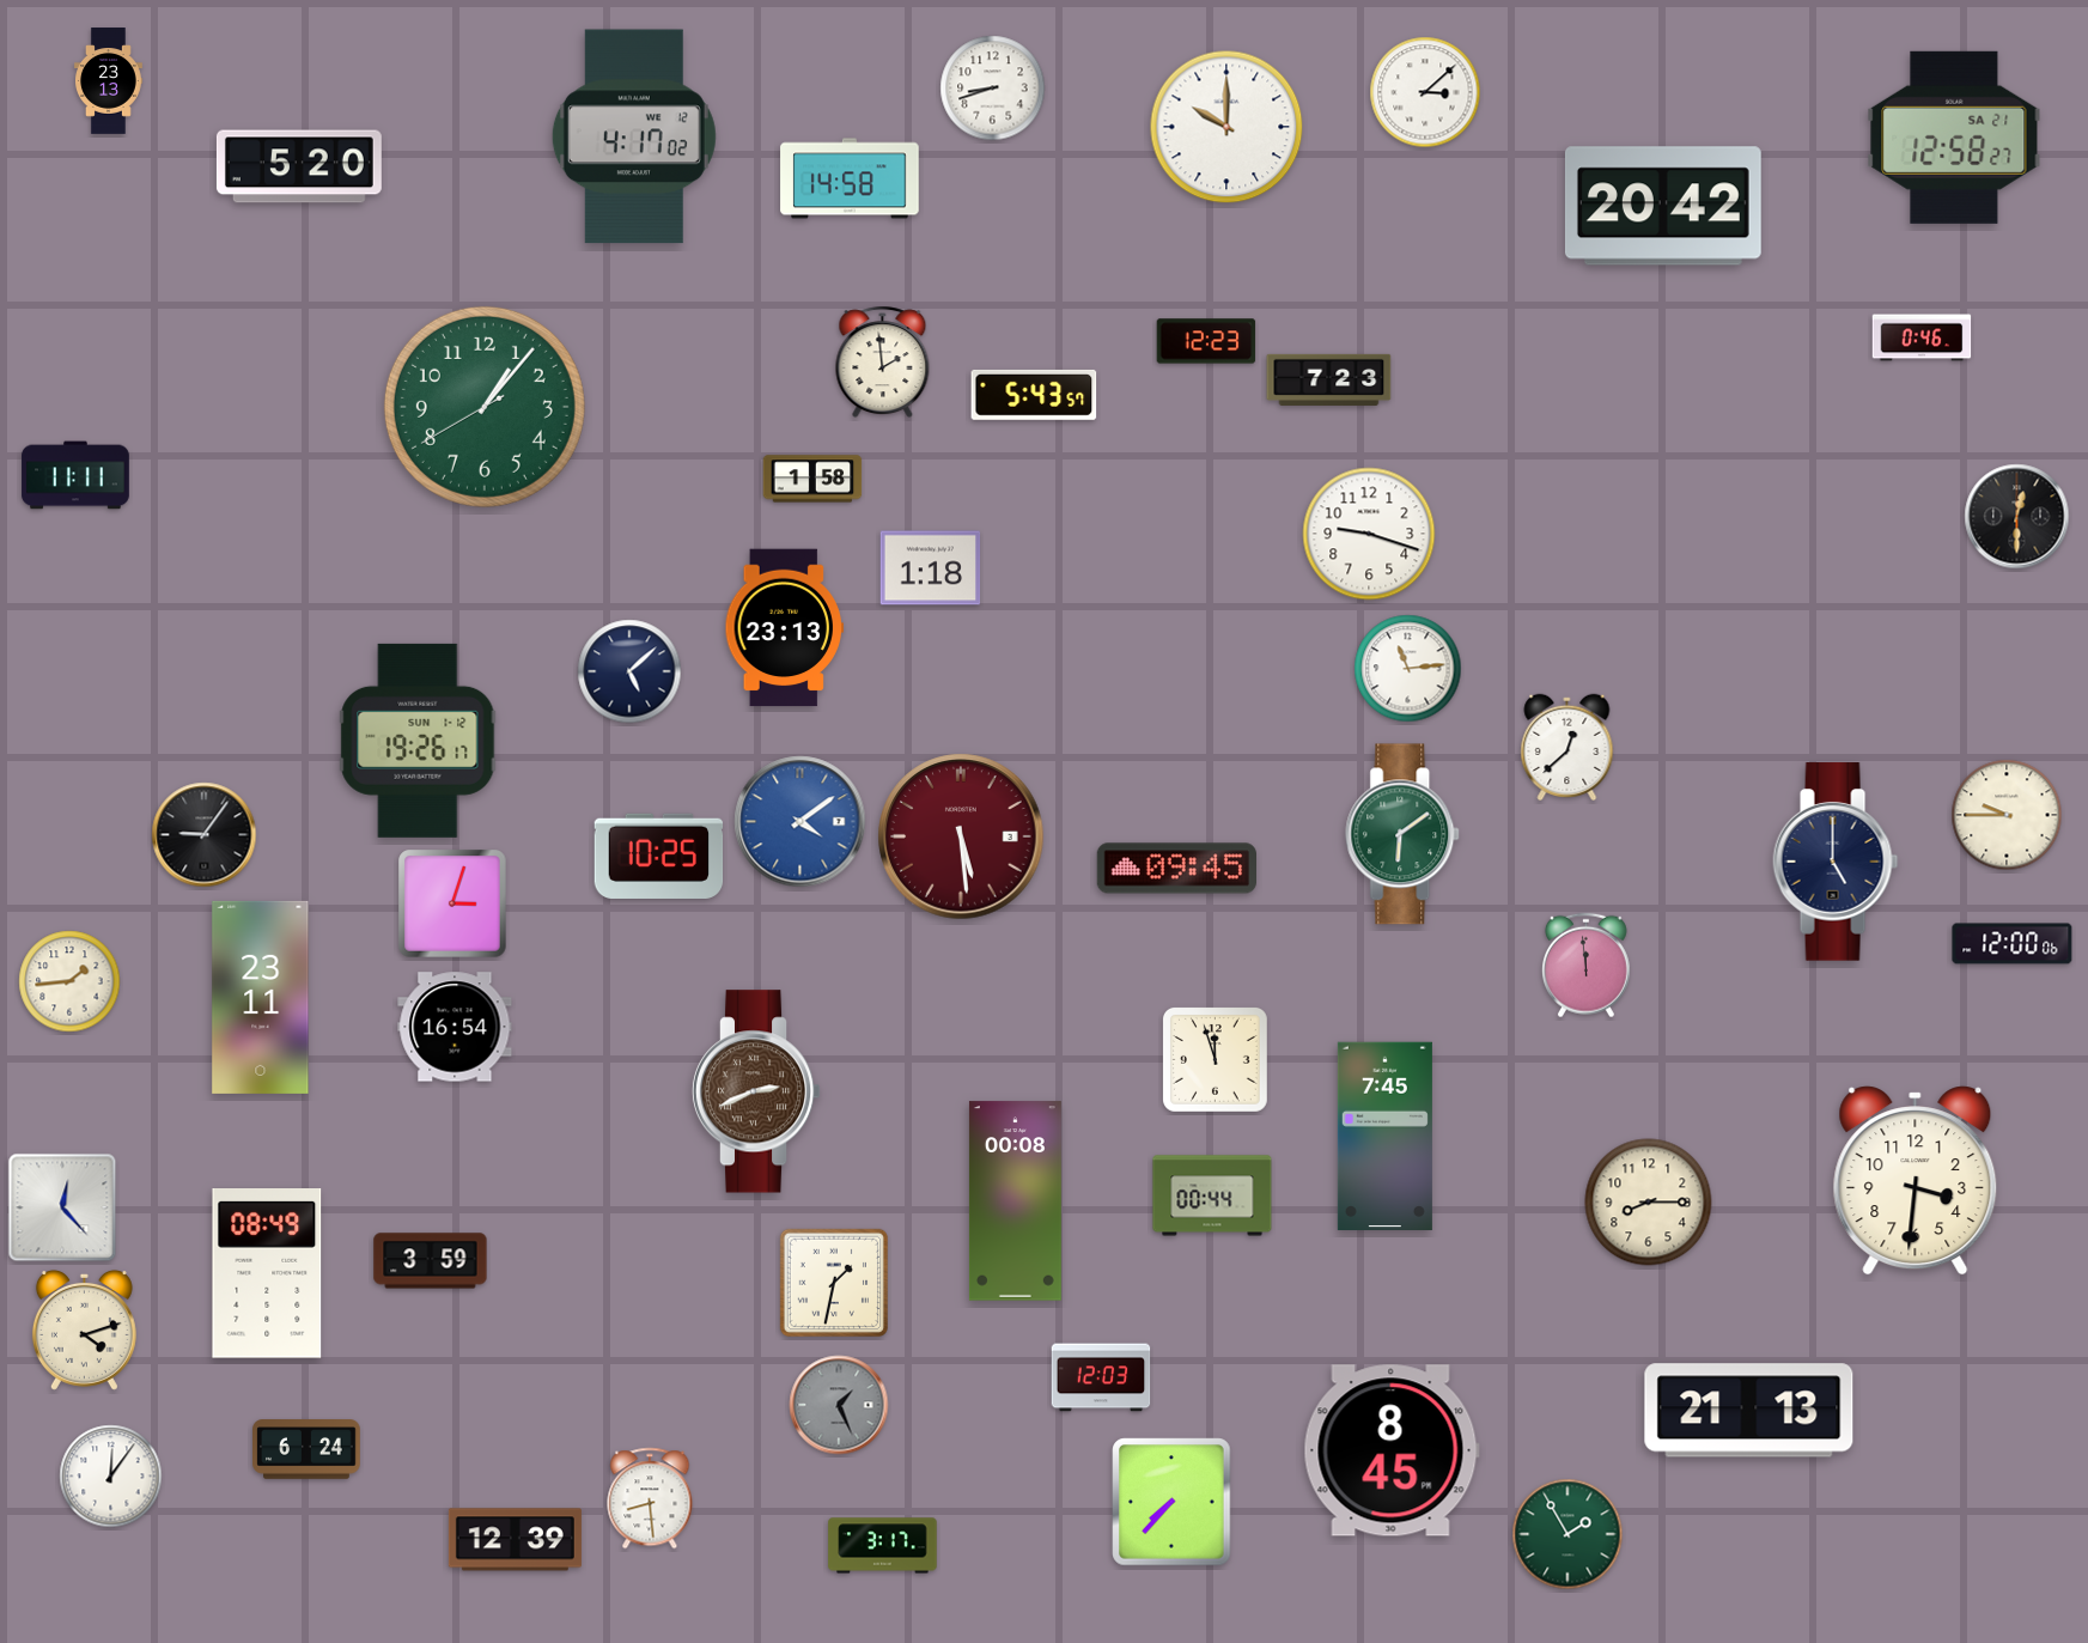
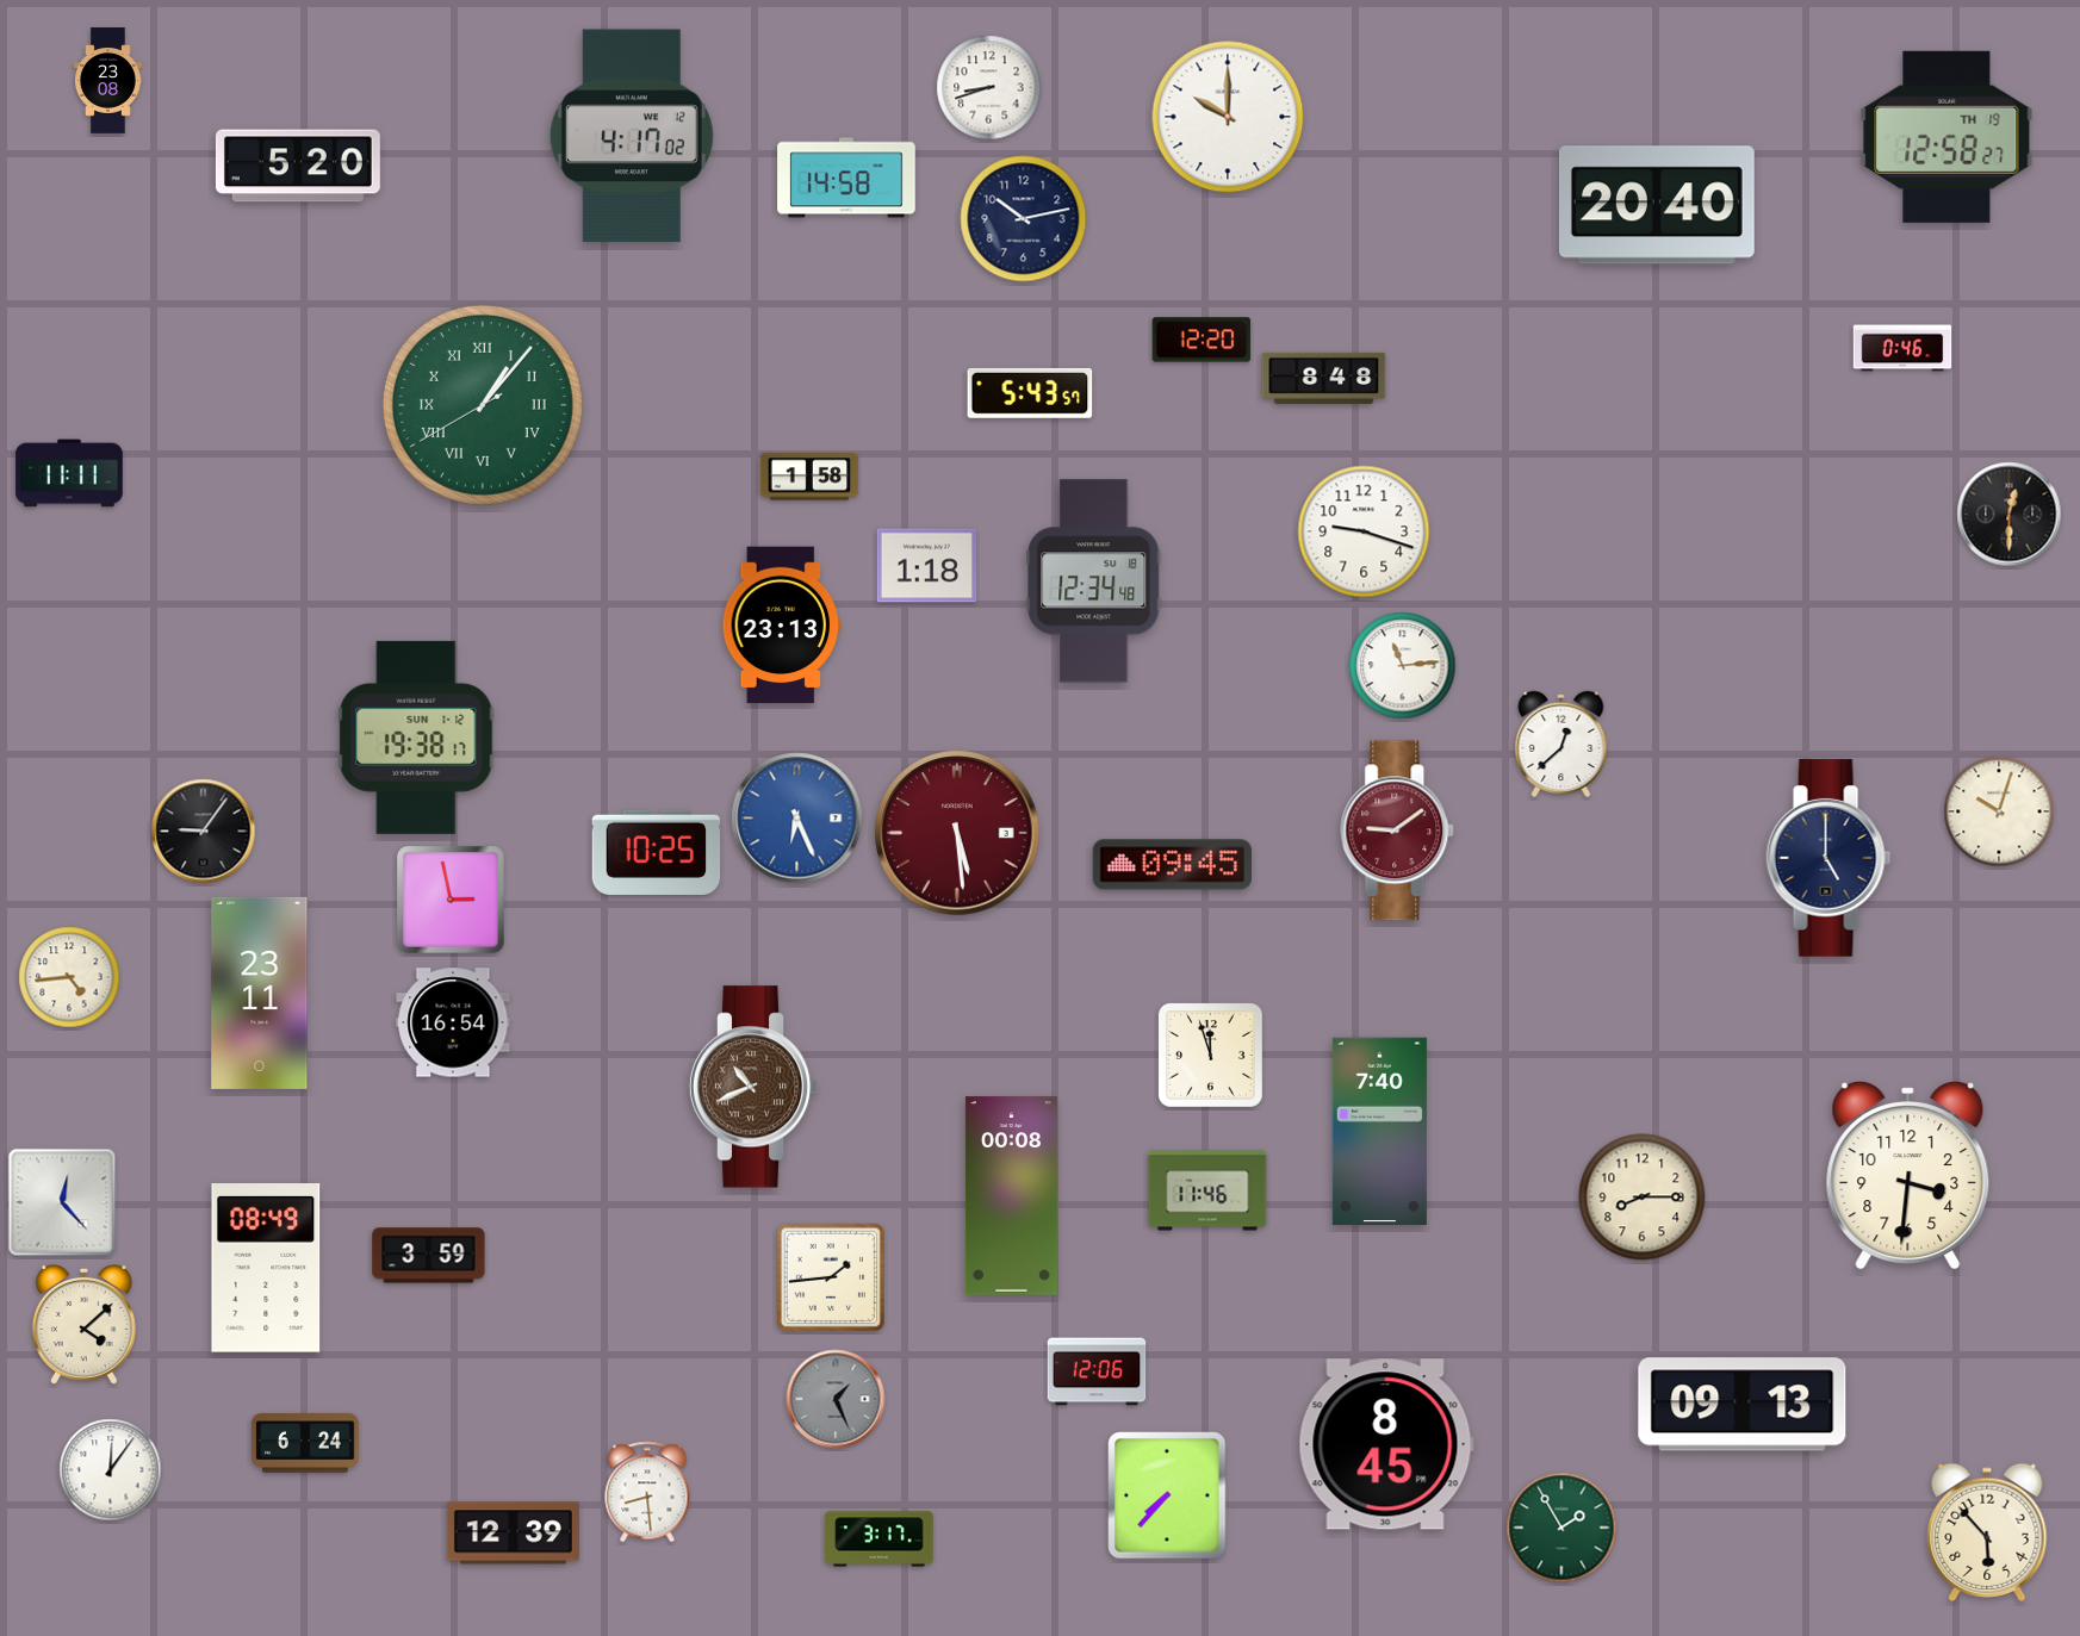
clock at (109, 81): 23:13 -> 23:08
clock at (1425, 92): 3:08 -> none
clock at (1226, 127) position: (1226, 127) -> (1228, 117)
clock at (1954, 138) date: SA 21 -> TH 19
clock at (1663, 206): 20:42 -> 20:40
clock at (1024, 219): none -> 10:13
clock at (1922, 337) position: (1922, 337) -> (1902, 348)
clock at (1206, 341): 12:23 -> 12:20
clock at (883, 363): 1:59 -> none
clock at (1329, 379): 7:23 -> 8:48
clock at (485, 407) numerals: Arabic -> Roman
clock at (75, 475) position: (75, 475) -> (69, 473)
clock at (1094, 581): none -> 12:34
clock at (629, 671): 5:08 -> none
clock at (418, 741): 19:26 -> 19:38
clock at (2007, 815): 9:45 -> 10:03
clock at (800, 822): 4:09 -> 6:26
clock at (1404, 834): 6:09 -> 9:09
clock at (1404, 834) dial: green -> burgundy
clock at (452, 903): 3:03 -> 2:58
clock at (2013, 944): 12:00 -> none
clock at (1585, 966): 11:59 -> none
clock at (69, 981): 1:44 -> 4:44
clock at (756, 1091): 2:41 -> 10:41
clock at (1384, 1137): 7:45 -> 7:40
clock at (1212, 1195): 00:44 -> 11:46
clock at (833, 1282): 1:32 -> 1:44
clock at (84, 1329): 4:12 -> 4:08
clock at (1101, 1377): 12:03 -> 12:06
clock at (1749, 1411): 21:13 -> 09:13
clock at (1987, 1532): none -> 5:53
